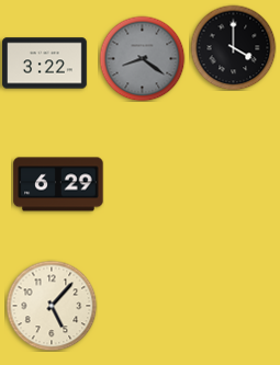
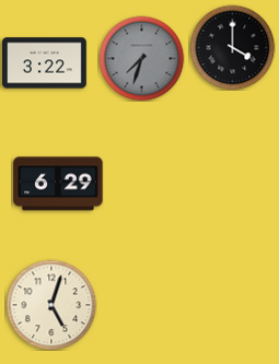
clock at (142, 58): 8:21 -> 7:33
clock at (52, 306): 5:07 -> 5:03
